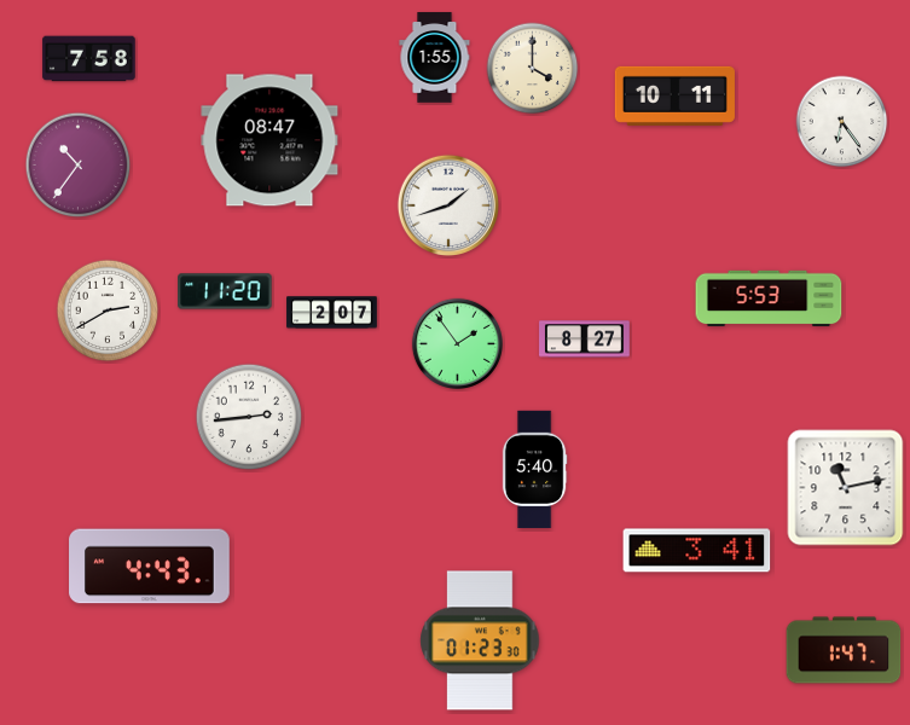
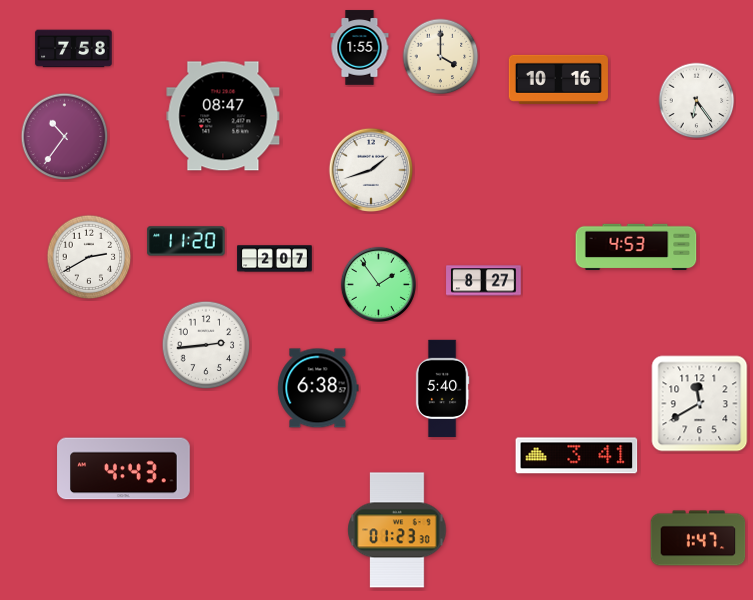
clock at (674, 95): 10:11 -> 10:16
clock at (769, 298): 5:53 -> 4:53
clock at (318, 388): none -> 6:38
clock at (846, 488): 11:13 -> 11:40
